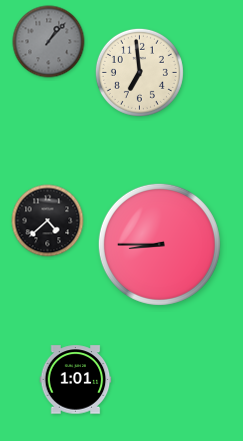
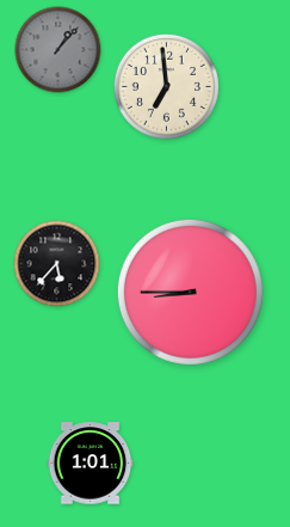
clock at (48, 221): 4:38 -> 5:37
clock at (76, 380) position: (76, 380) -> (91, 464)
